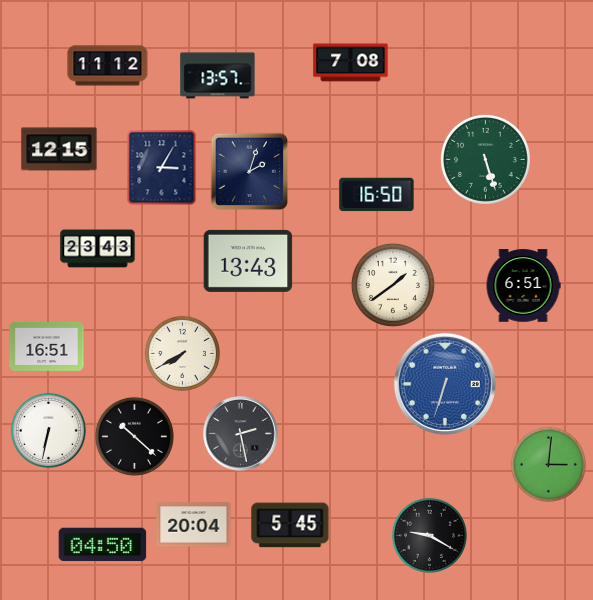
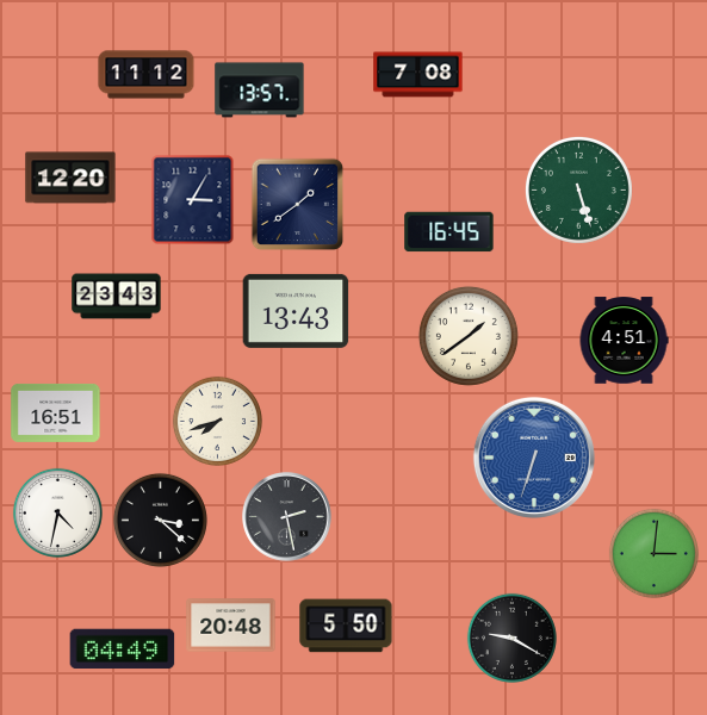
clock at (108, 66) position: (108, 66) -> (147, 75)
clock at (59, 149): 12:15 -> 12:20
clock at (250, 172): 2:03 -> 1:39
clock at (377, 195): 16:50 -> 16:45
clock at (393, 285) position: (393, 285) -> (469, 336)
clock at (523, 286): 6:51 -> 4:51
clock at (182, 353): 7:40 -> 7:42
clock at (445, 384) position: (445, 384) -> (534, 458)
clock at (48, 430): 6:32 -> 4:32
clock at (134, 436): 10:22 -> 3:22
clock at (194, 525): 20:04 -> 20:48
clock at (290, 525): 5:45 -> 5:50
clock at (103, 545): 04:50 -> 04:49
